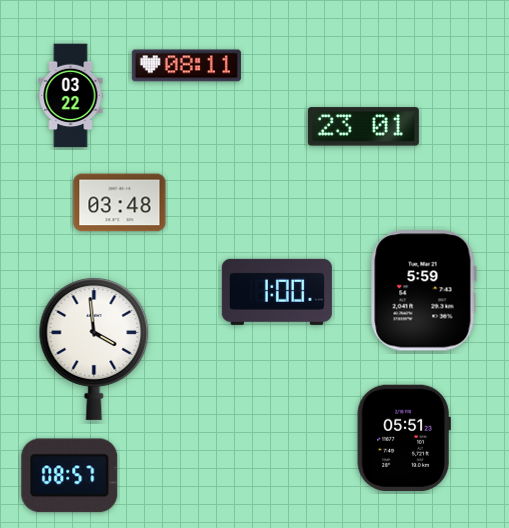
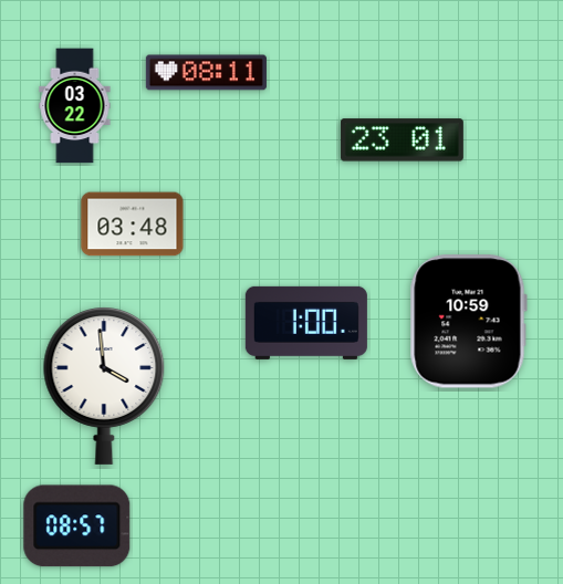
clock at (71, 96) position: (71, 96) -> (75, 106)
clock at (423, 291): 5:59 -> 10:59
clock at (404, 437): 05:51 -> none
